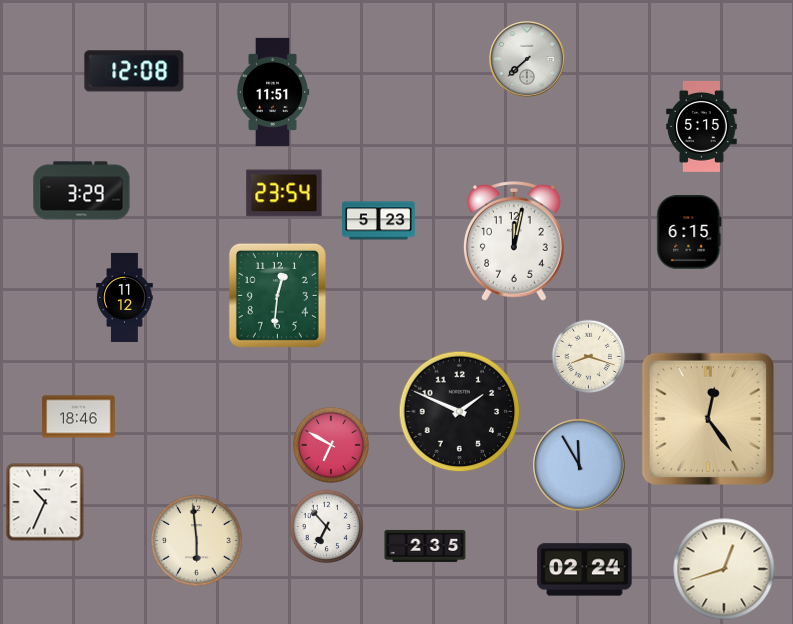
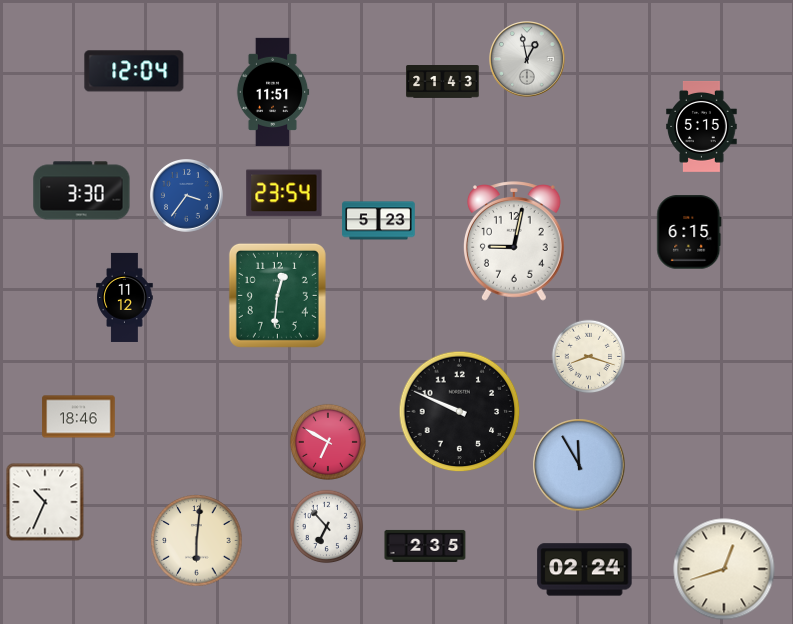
clock at (528, 60): 7:38 -> 12:58
clock at (134, 71): 12:08 -> 12:04
clock at (443, 82): none -> 21:43
clock at (82, 191): 3:29 -> 3:30
clock at (187, 196): none -> 3:36
clock at (514, 241): 12:02 -> 9:02
clock at (460, 412): 1:49 -> 9:49
clock at (707, 418): 12:24 -> none
clock at (331, 445) position: (331, 445) -> (328, 442)
clock at (197, 541): 5:59 -> 6:01
